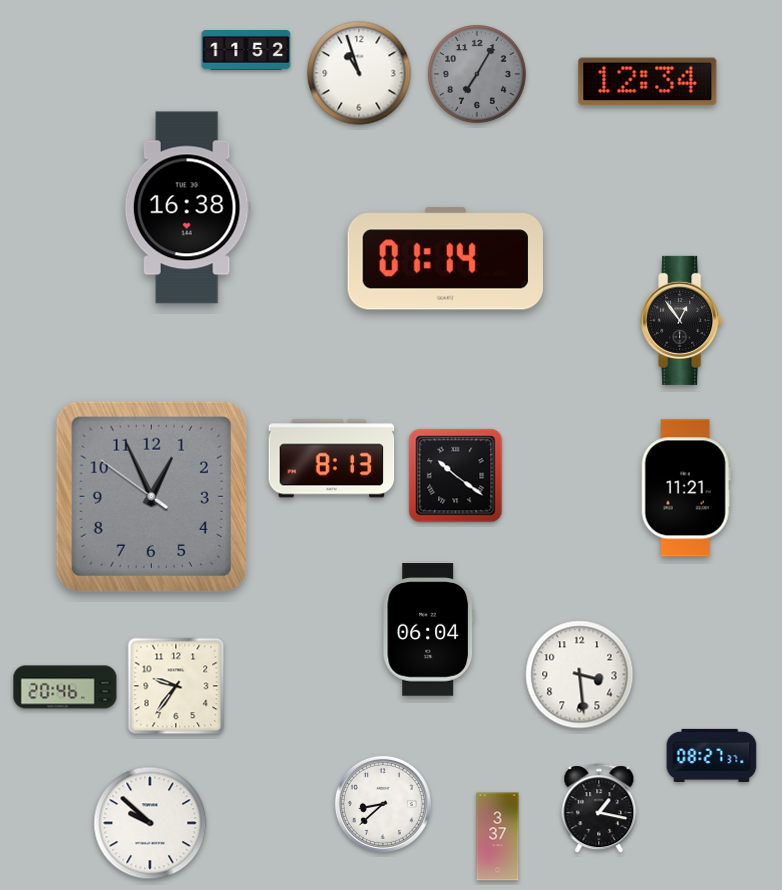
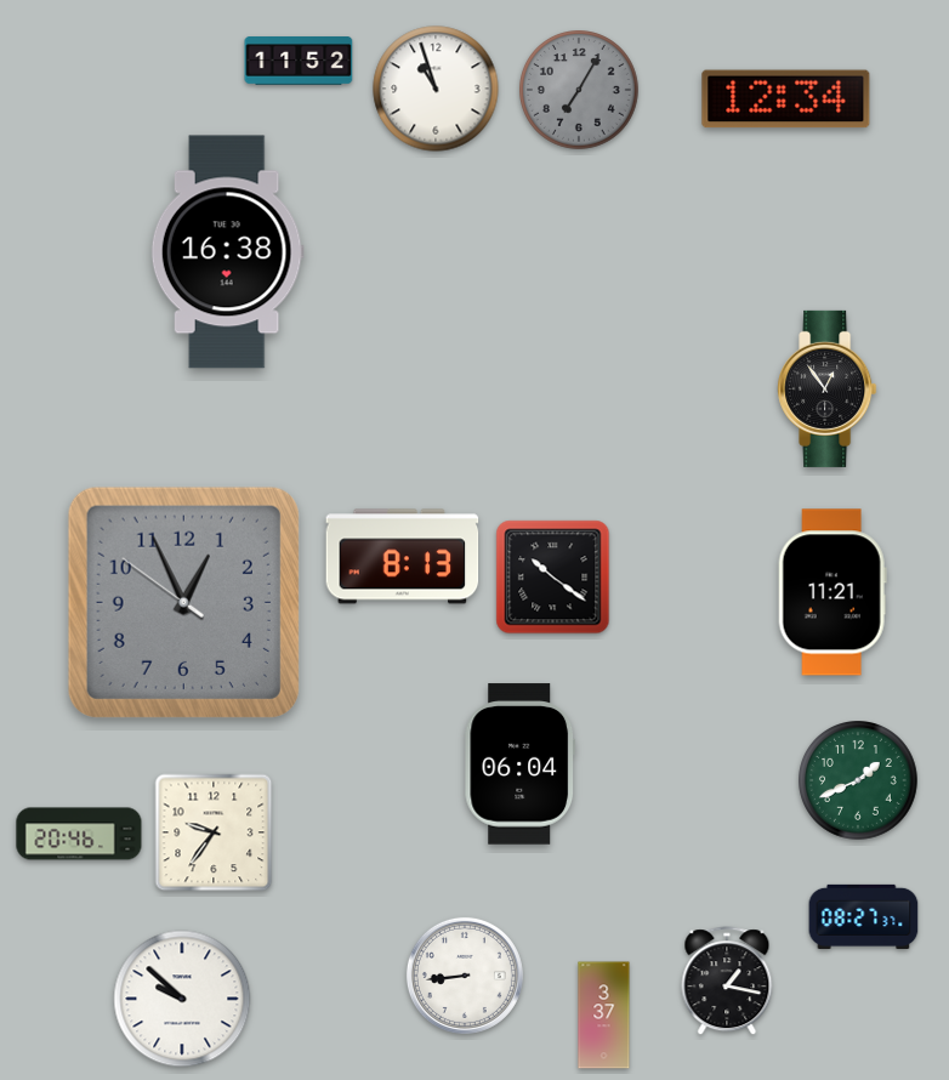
clock at (445, 259): 01:14 -> none
clock at (859, 781): none -> 1:41
clock at (580, 675): 3:29 -> none
clock at (383, 804): 8:38 -> 8:44
